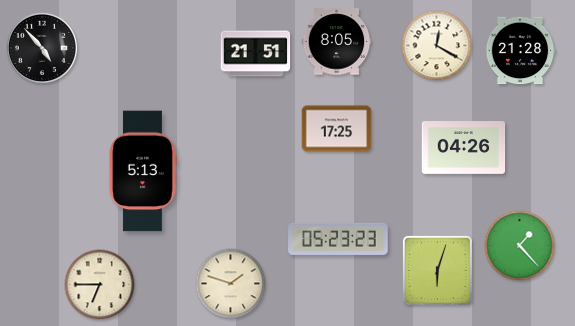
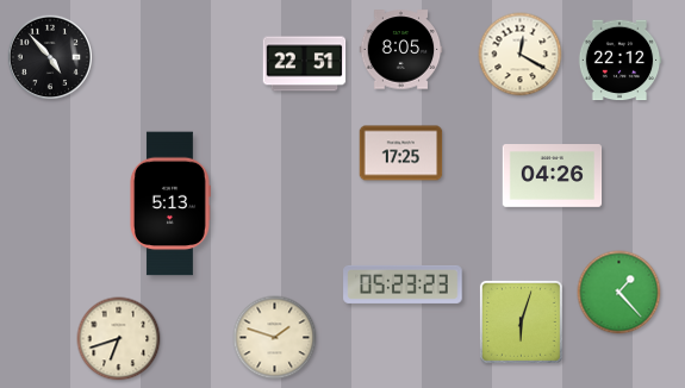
clock at (520, 51): 21:28 -> 22:12
clock at (256, 54): 21:51 -> 22:51
clock at (100, 285): 6:45 -> 6:42
